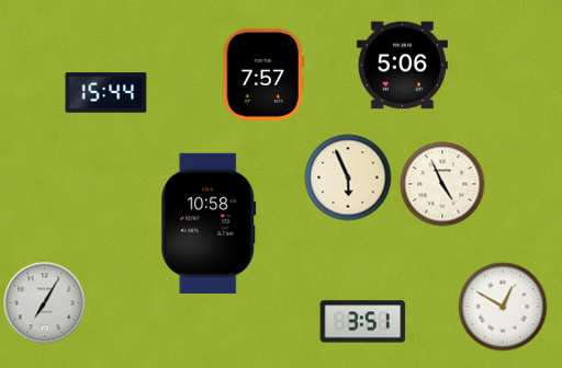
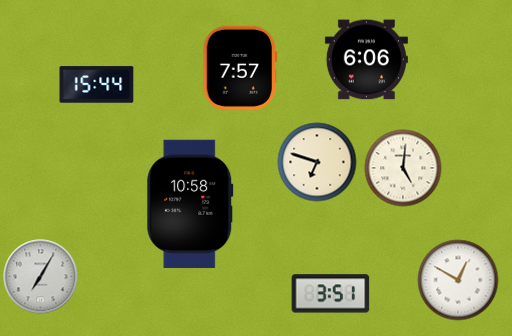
clock at (402, 66): 5:06 -> 6:06
clock at (348, 177): 5:56 -> 6:48
clock at (442, 184): 4:56 -> 5:01
